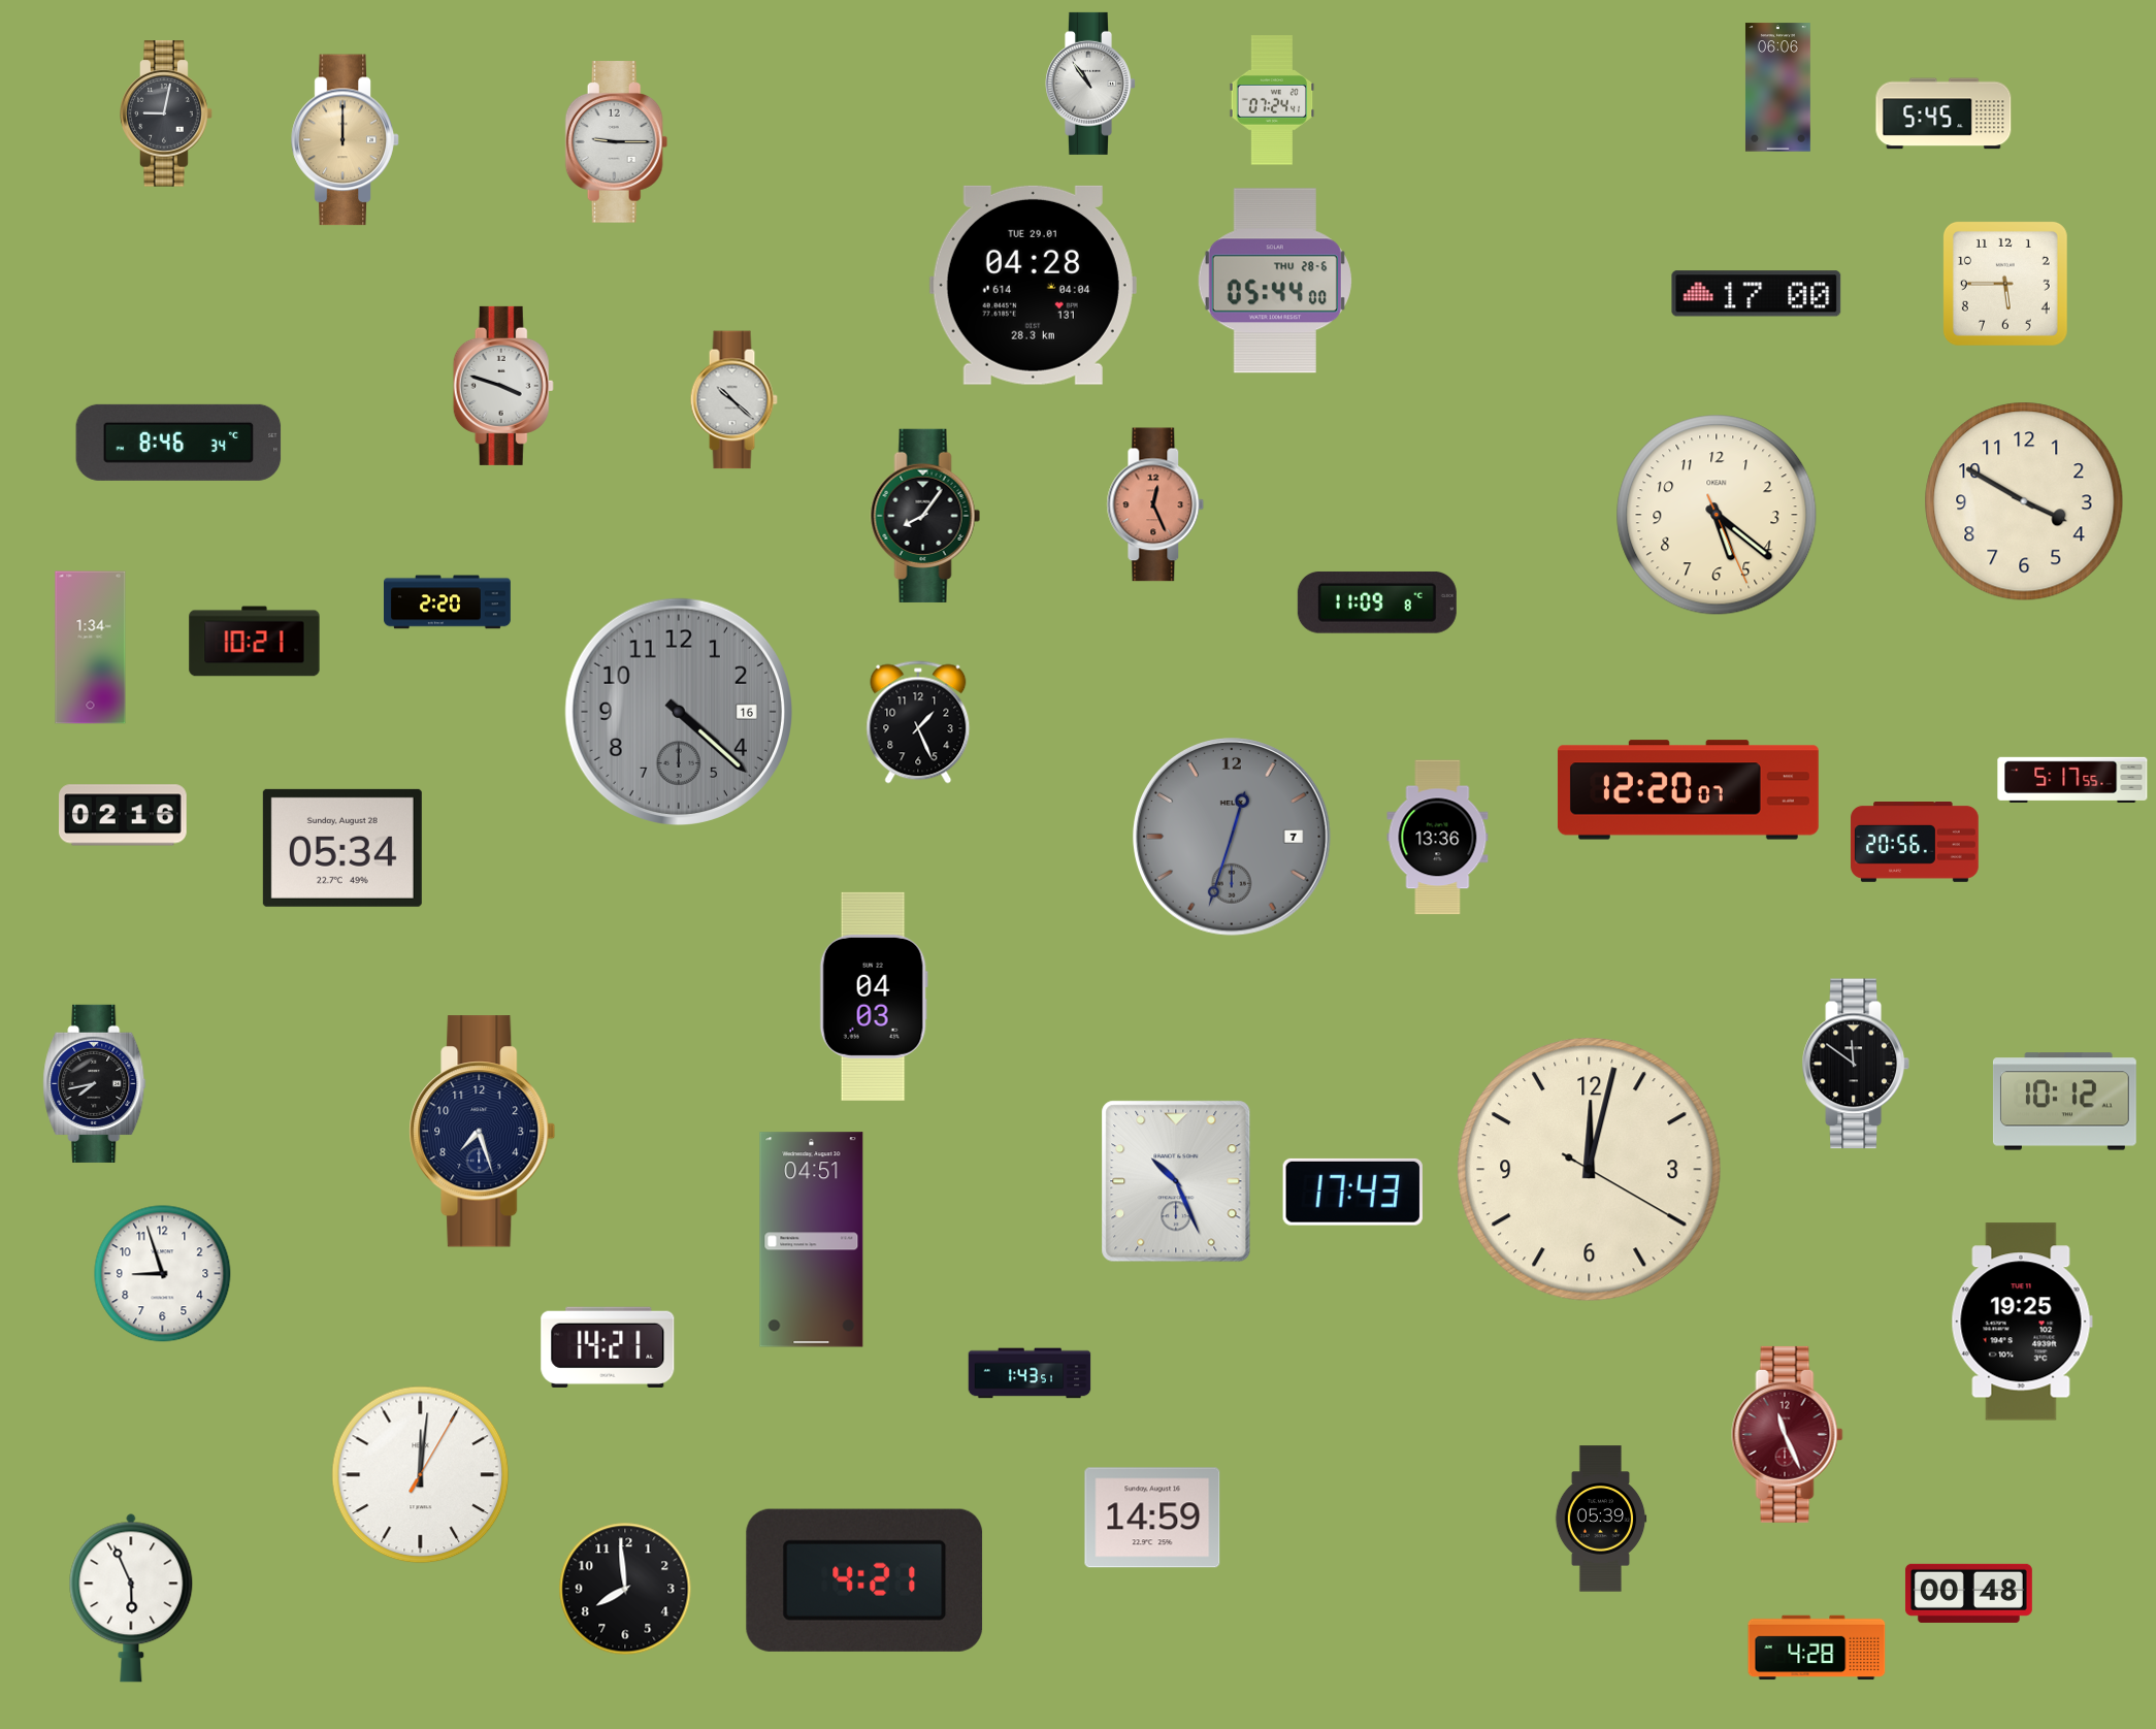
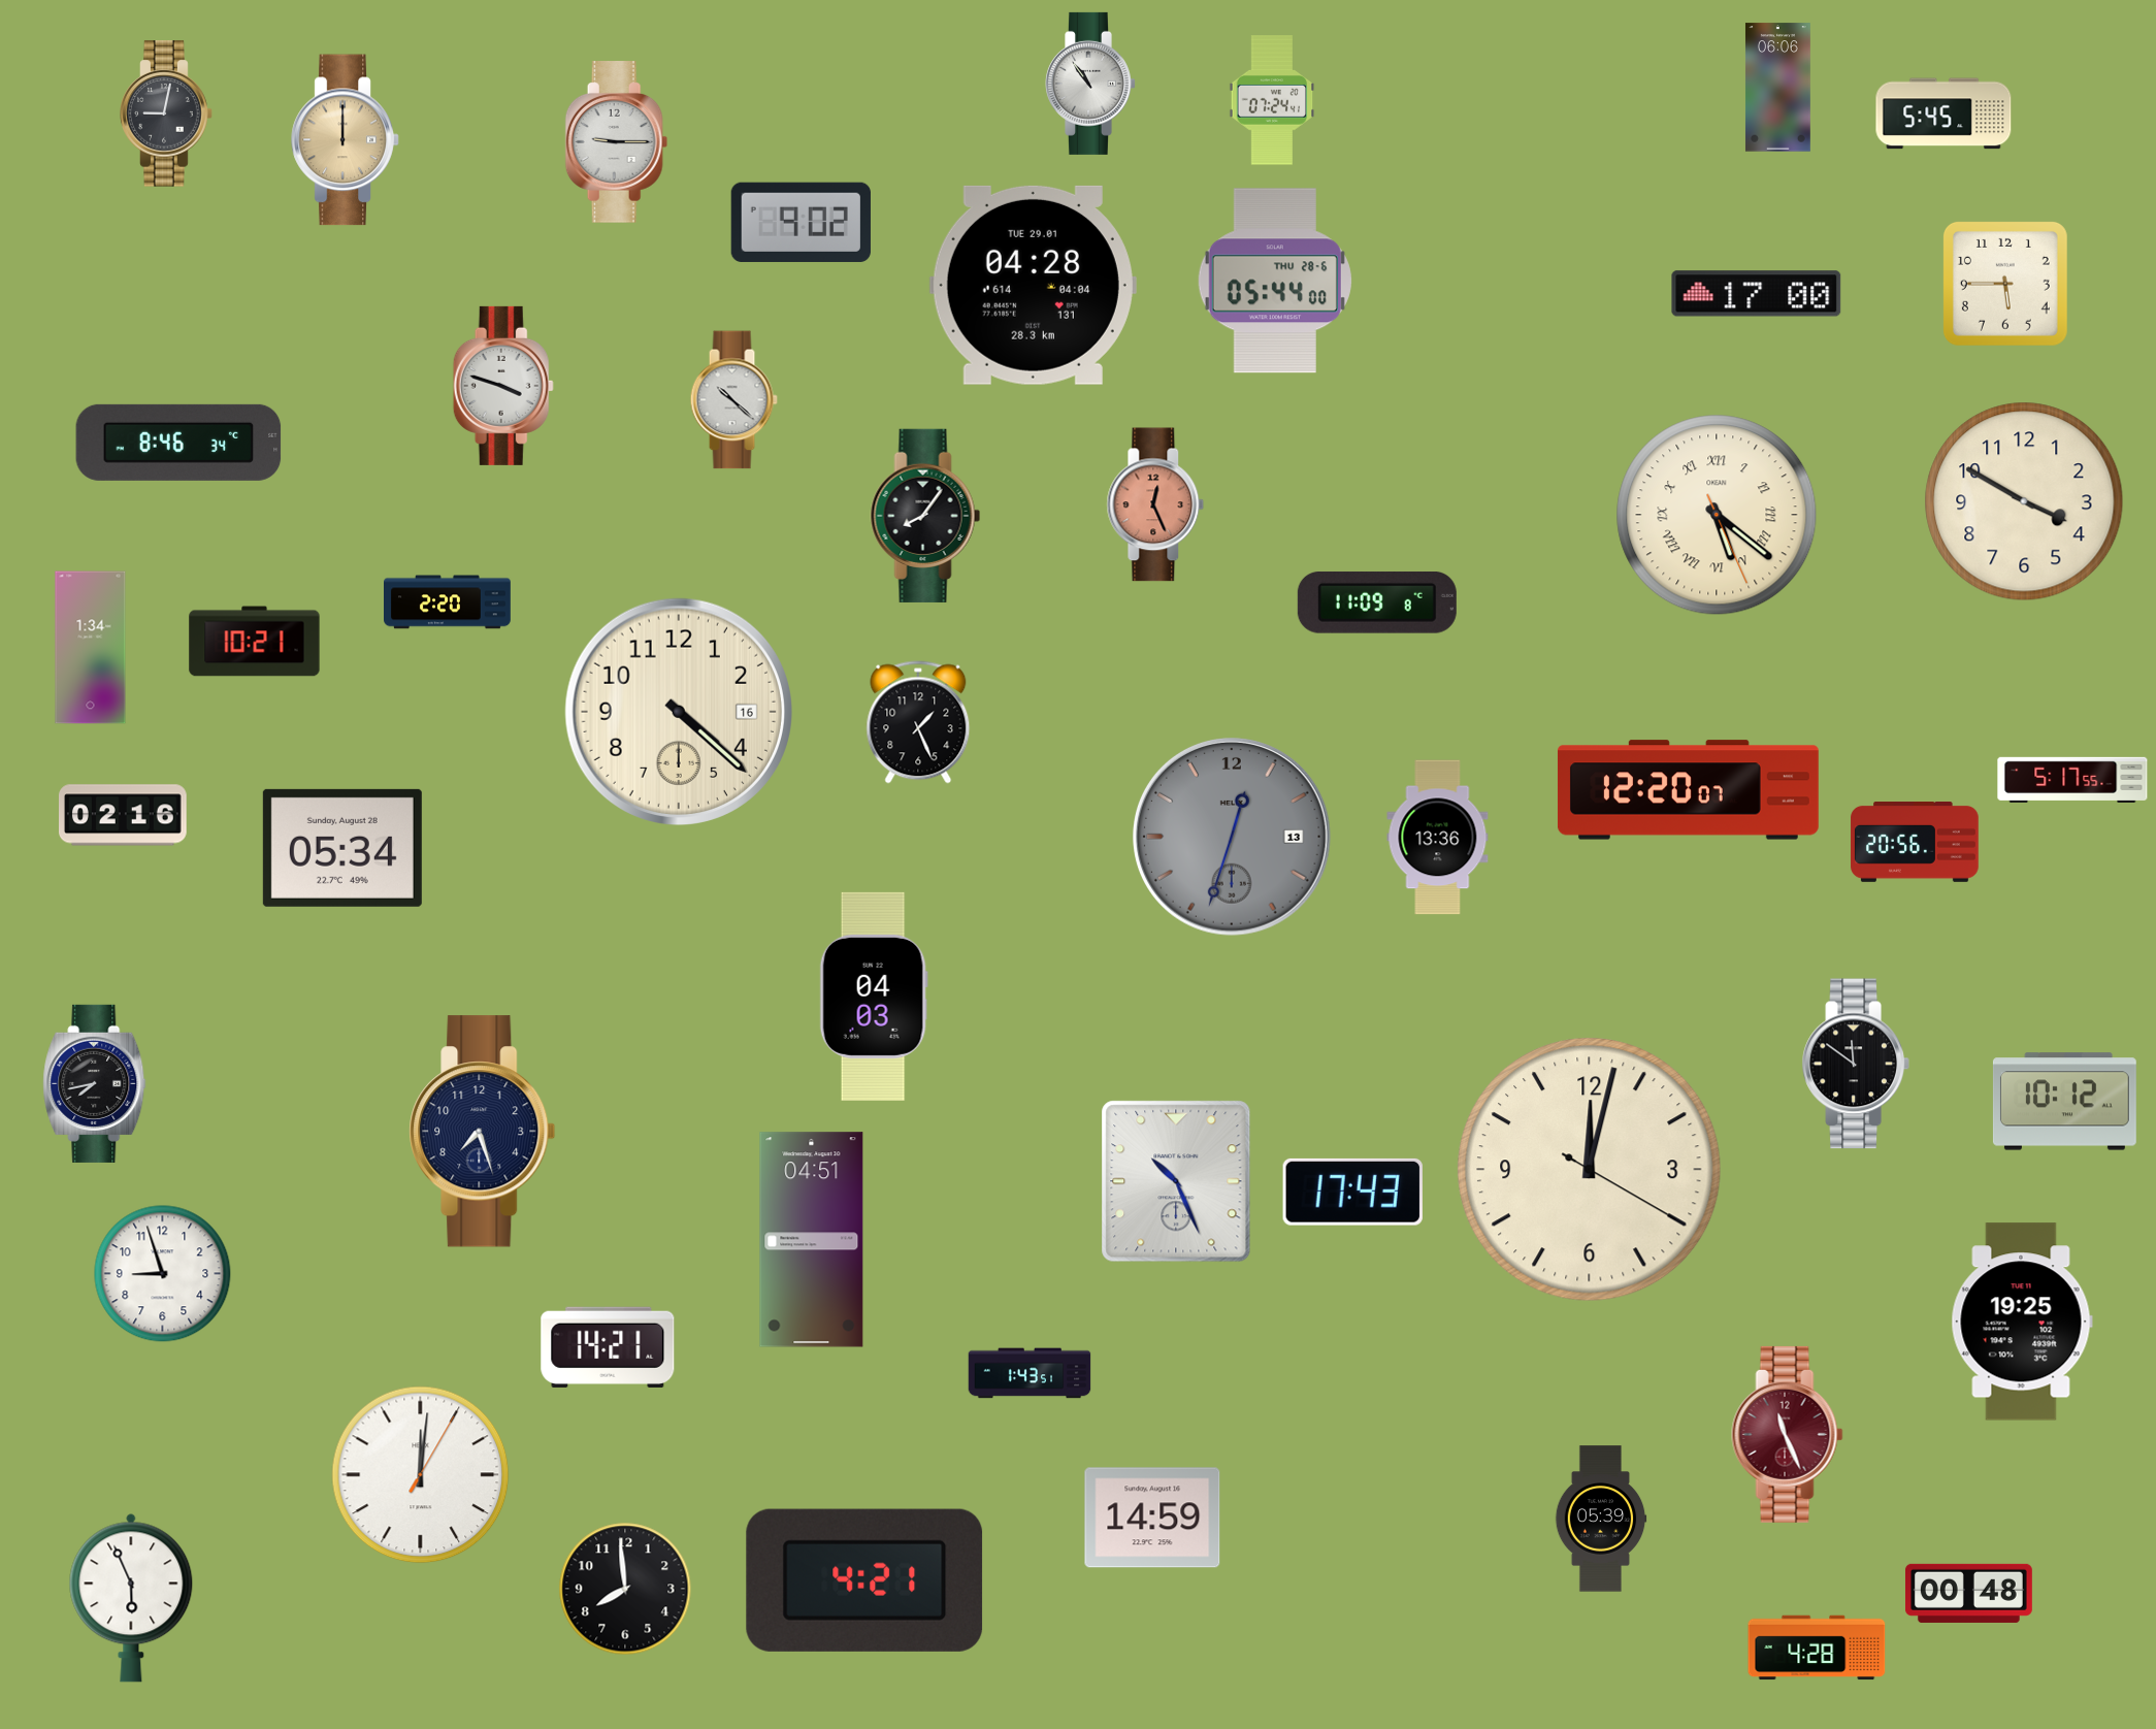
clock at (801, 222): none -> 9:02
clock at (1717, 515) numerals: Arabic -> Roman
clock at (678, 711) dial: grey -> cream
clock at (1233, 838) date: 7 -> 13
